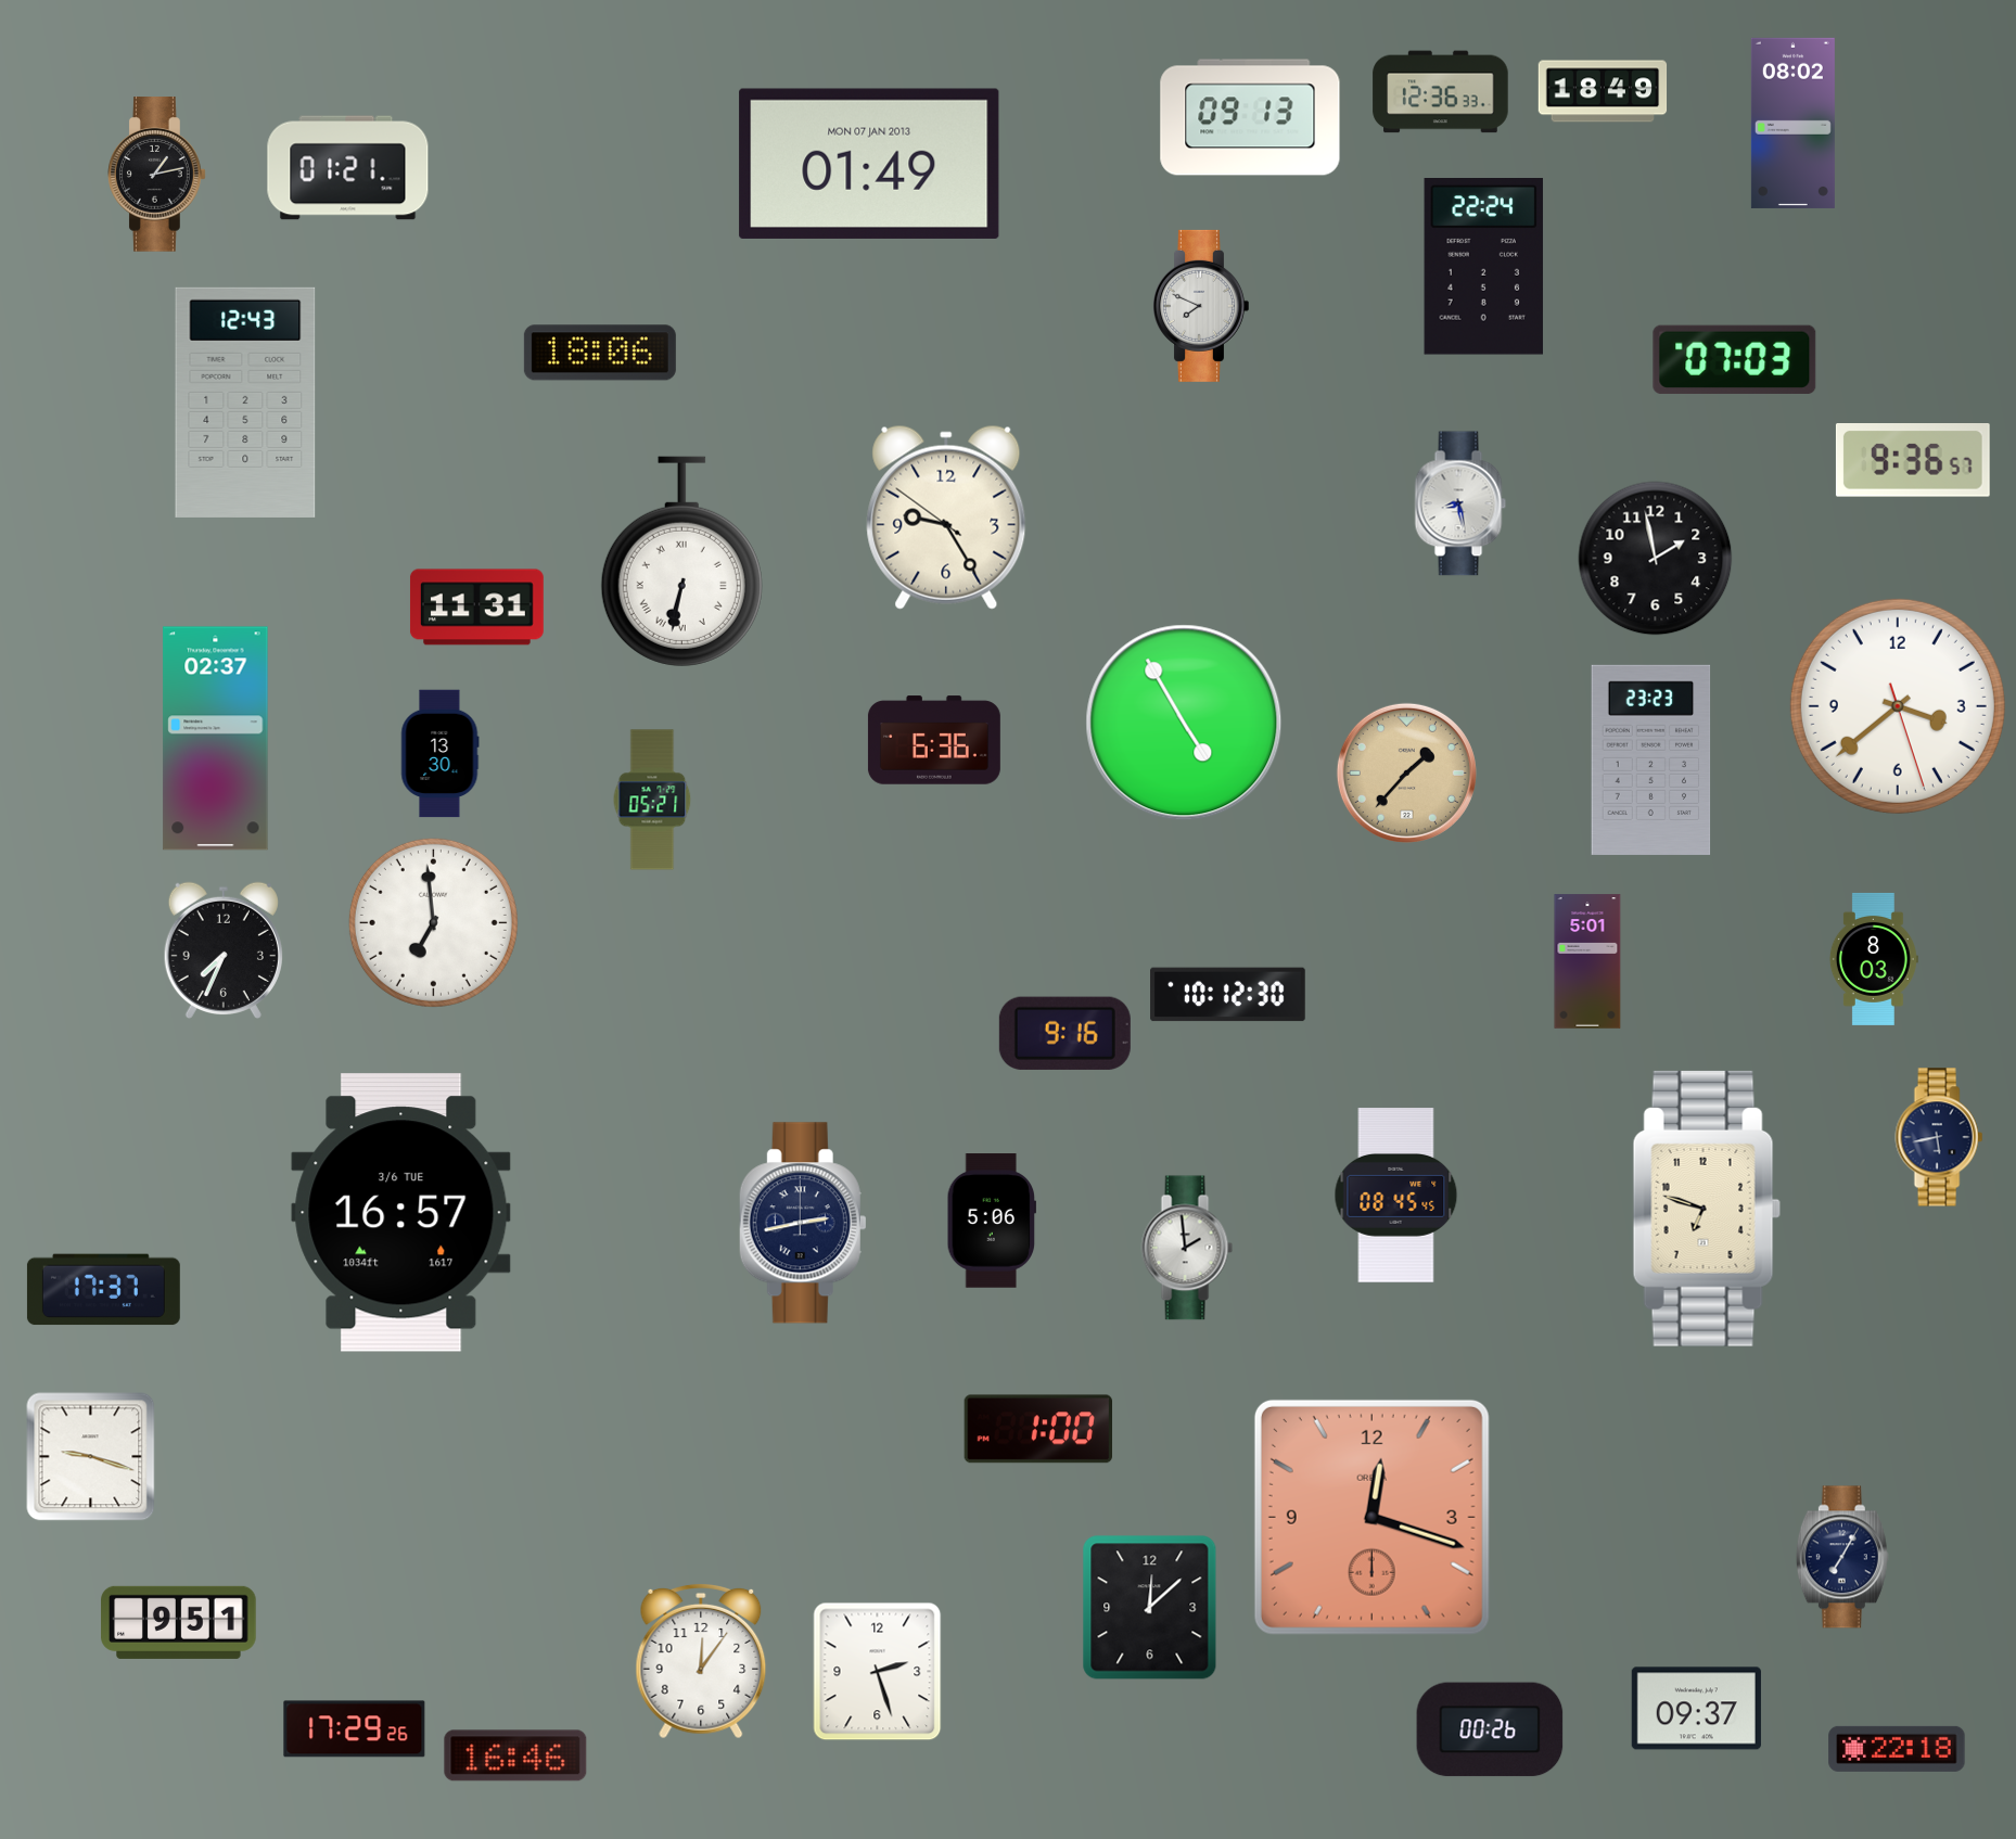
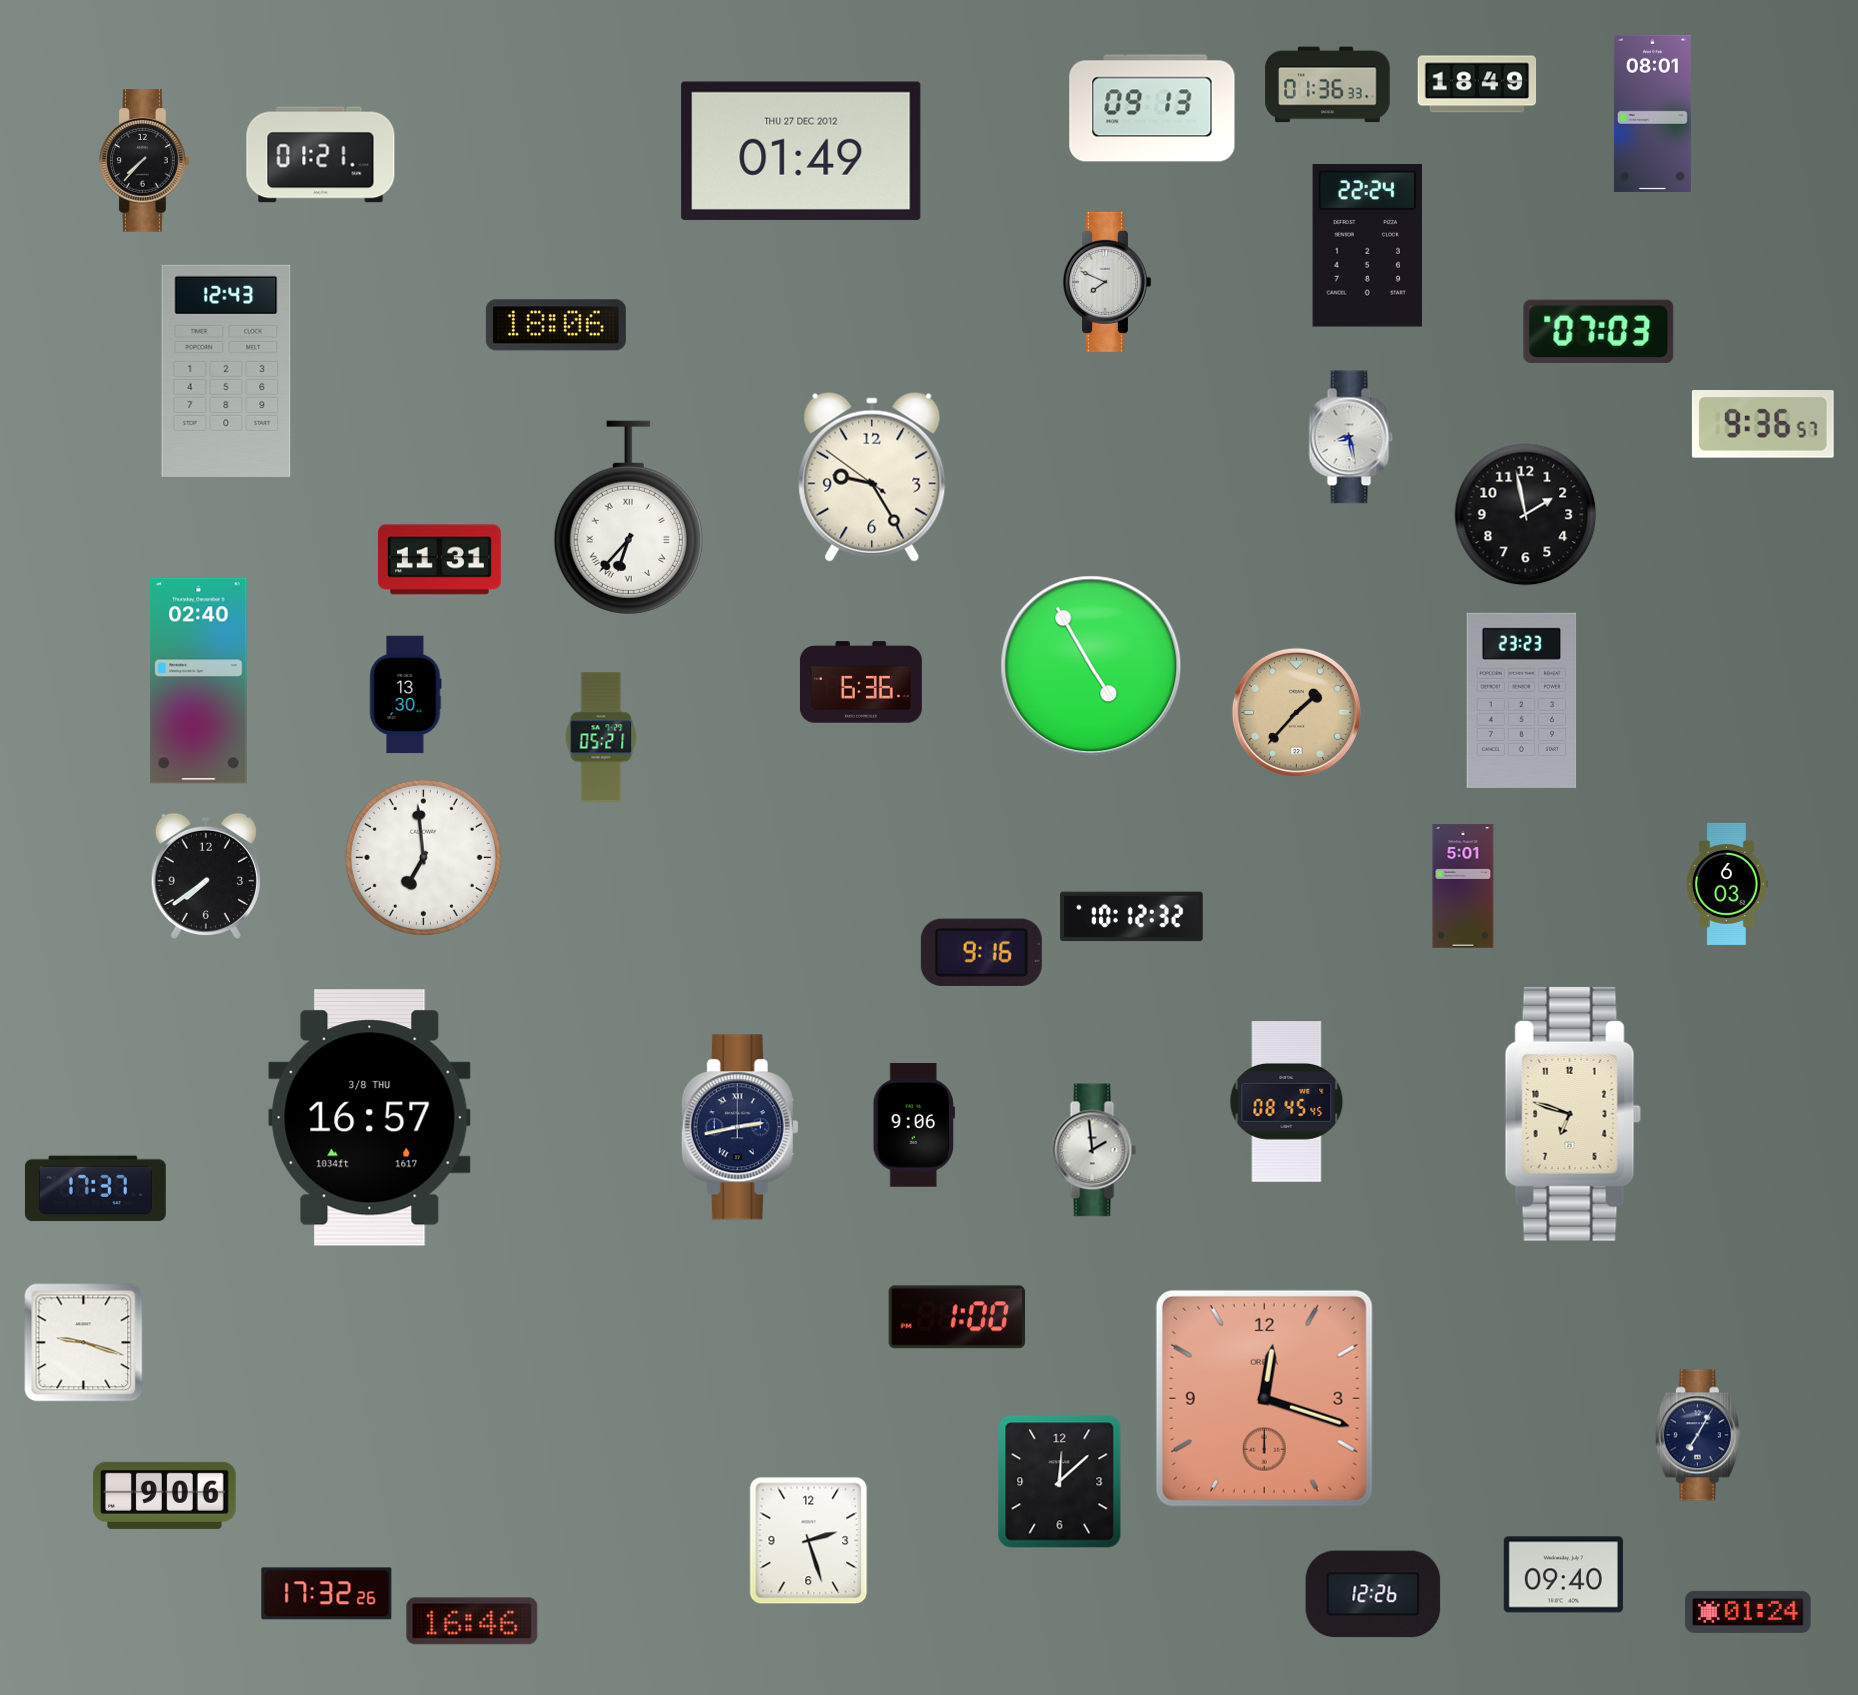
clock at (1441, 92): 12:36 -> 01:36
clock at (1792, 123): 08:02 -> 08:01
clock at (869, 164) date: MON 07 JAN 2013 -> THU 27 DEC 2012
clock at (157, 175): 1:13 -> 7:37
clock at (600, 353) position: (600, 353) -> (556, 325)
clock at (1460, 503) position: (1460, 503) -> (1351, 437)
clock at (681, 561): 6:32 -> 6:37
clock at (1898, 706): 3:38 -> none
clock at (216, 739): 02:37 -> 02:40
clock at (433, 922) position: (433, 922) -> (423, 857)
clock at (224, 949): 7:34 -> 7:39
clock at (1874, 959): 8:03 -> 6:03
clock at (1228, 995): 10:12:30 -> 10:12:32
clock at (1939, 1137): 5:43 -> none
clock at (401, 1213) date: 3/6 TUE -> 3/8 THU
clock at (991, 1221): 5:06 -> 9:06
clock at (179, 1622): 9:51 -> 9:06
clock at (701, 1661): 12:06 -> none
clock at (1696, 1709): 09:37 -> 09:40
clock at (355, 1729): 17:29 -> 17:32
clock at (1490, 1729): 00:26 -> 12:26
clock at (1897, 1749): 22:18 -> 01:24
clock at (515, 1755) position: (515, 1755) -> (472, 1621)
